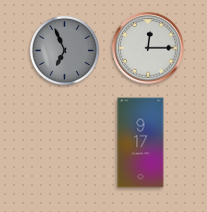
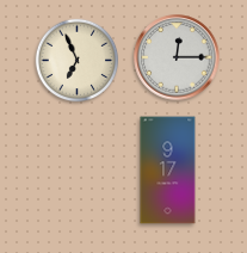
clock at (65, 51) dial: grey -> cream
